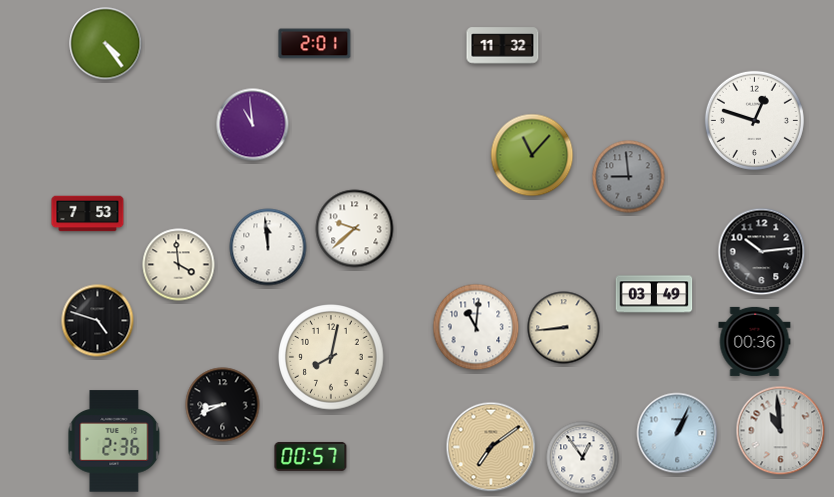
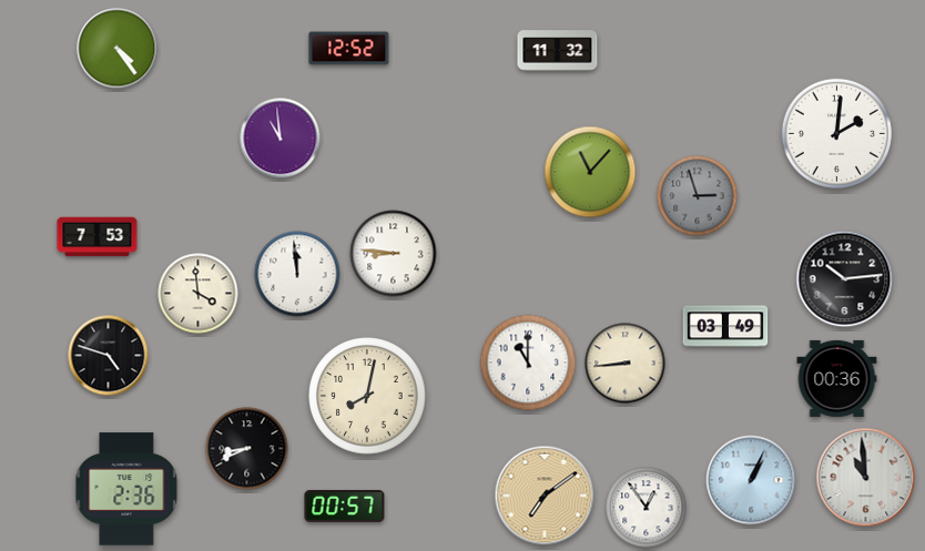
clock at (315, 44): 2:01 -> 12:52
clock at (754, 120): 12:48 -> 2:01
clock at (629, 177): 8:59 -> 2:57
clock at (355, 229): 9:38 -> 8:46
clock at (476, 327): 11:01 -> 11:00
